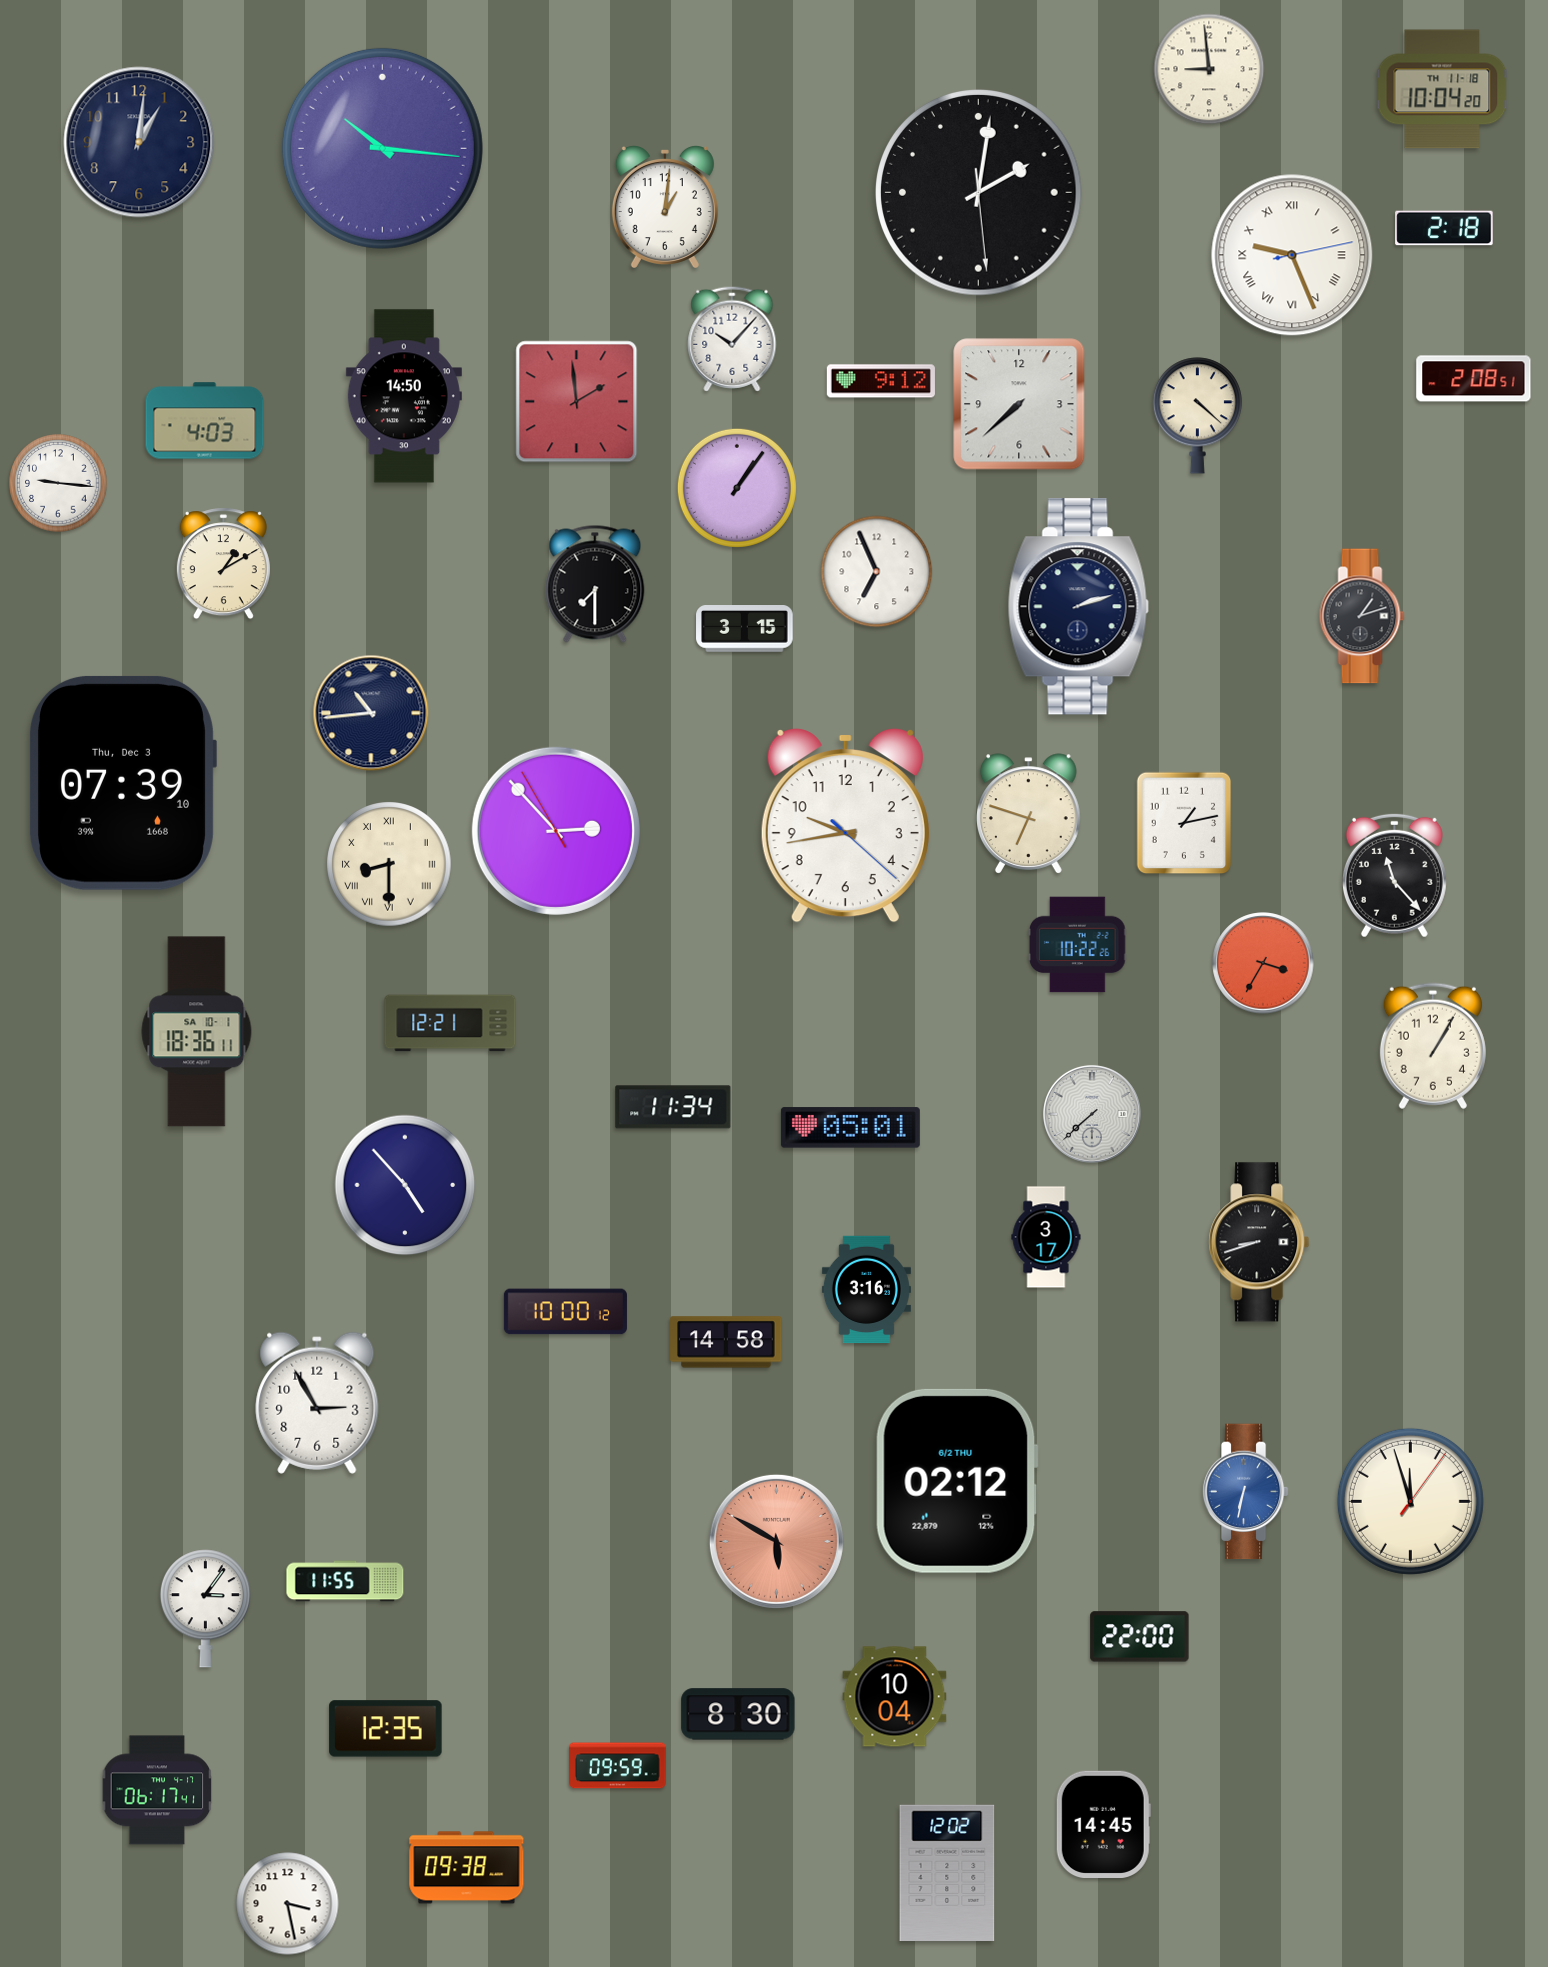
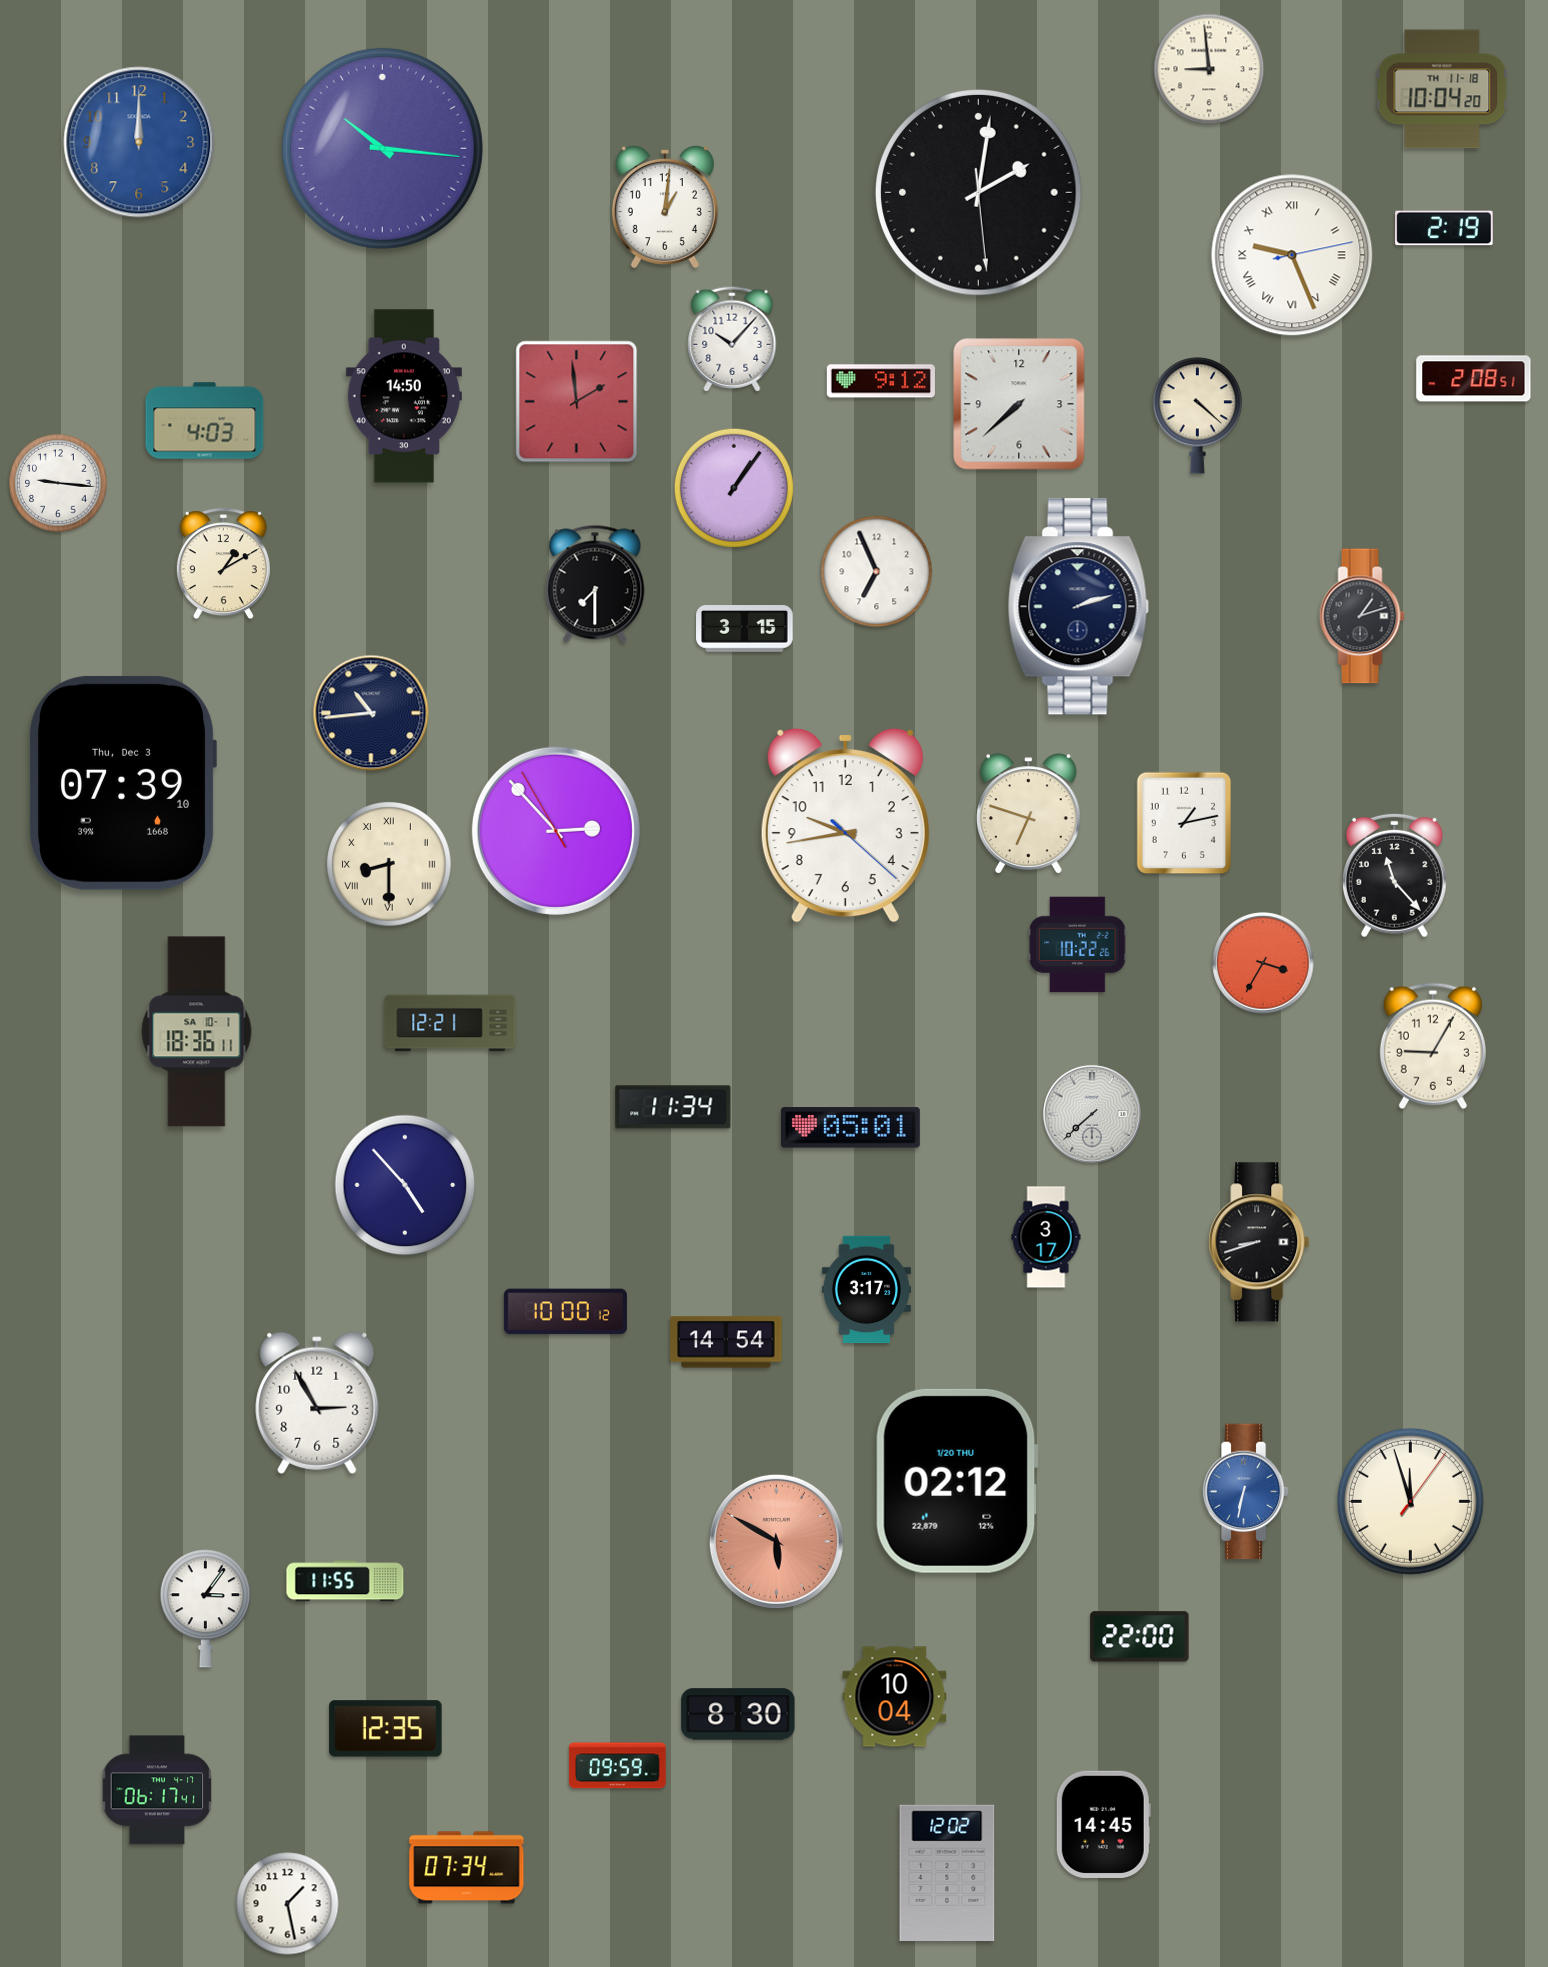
clock at (139, 142): 1:01 -> 12:00
clock at (139, 142) dial: navy -> blue
clock at (1444, 228): 2:18 -> 2:19
clock at (737, 488) position: (737, 488) -> (734, 488)
clock at (1433, 1046): 1:05 -> 9:05
clock at (866, 1290): 3:16 -> 3:17
clock at (726, 1342): 14:58 -> 14:54
clock at (957, 1481) date: 6/2 THU -> 1/20 THU
clock at (467, 1868): 09:38 -> 07:34
clock at (288, 1904): 3:28 -> 1:28
